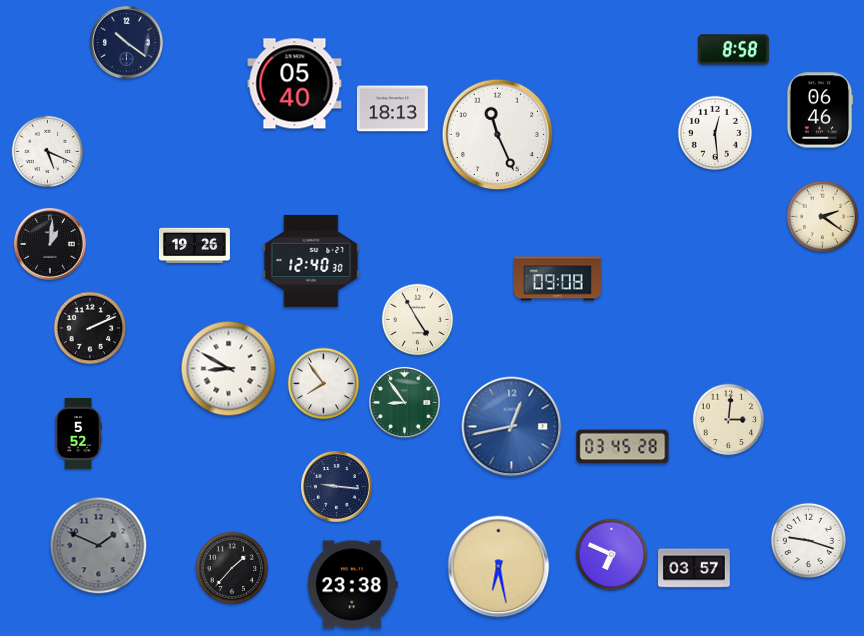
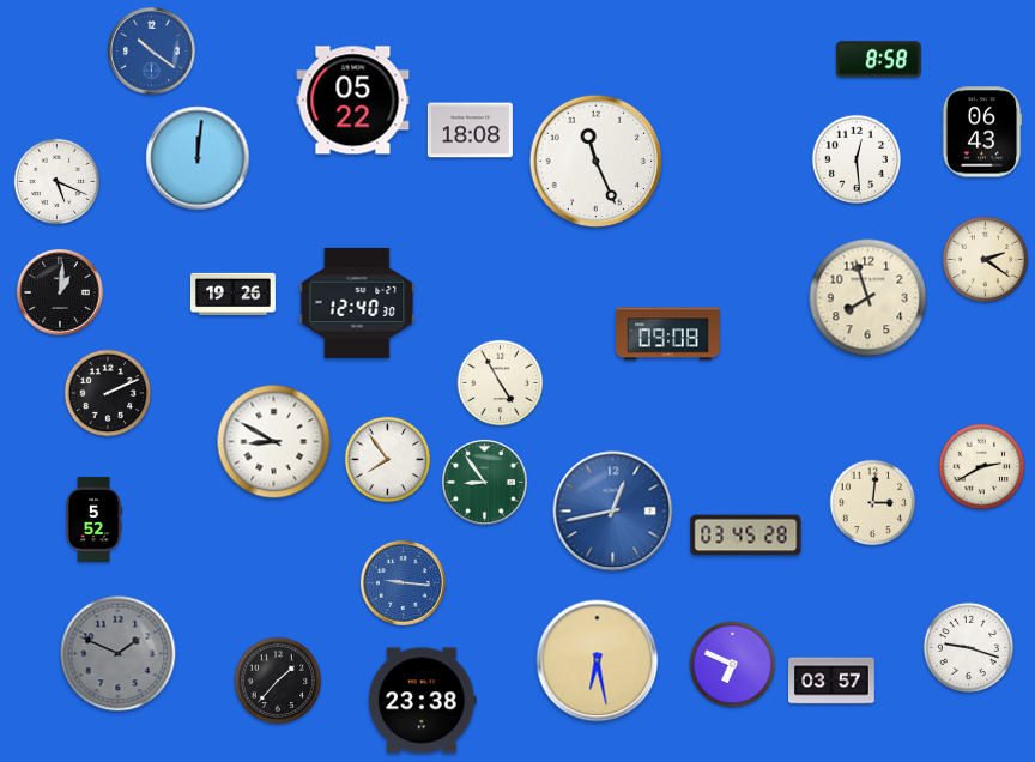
clock at (127, 43) dial: navy -> blue
clock at (295, 84): 05:40 -> 05:22
clock at (392, 109): 18:13 -> 18:08
clock at (820, 110): 06:46 -> 06:43
clock at (198, 158): none -> 12:01
clock at (868, 298): none -> 7:57
clock at (311, 261) position: (311, 261) -> (357, 303)
clock at (982, 467): none -> 2:40
clock at (336, 486) dial: navy -> blue
clock at (499, 567) position: (499, 567) -> (598, 661)
